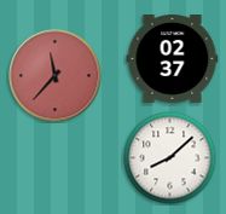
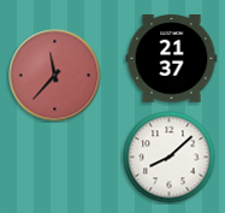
clock at (173, 59): 02:37 -> 21:37
